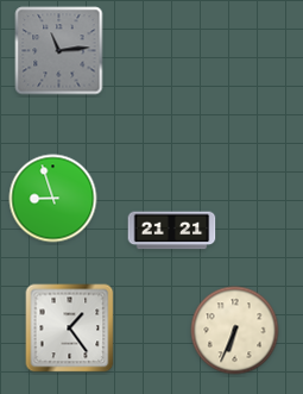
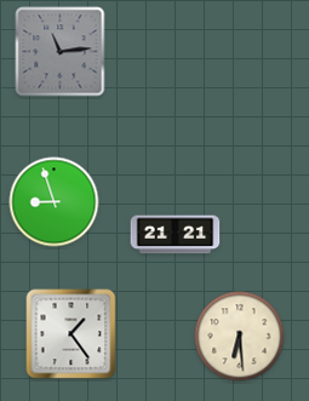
clock at (235, 331): 6:34 -> 6:29
